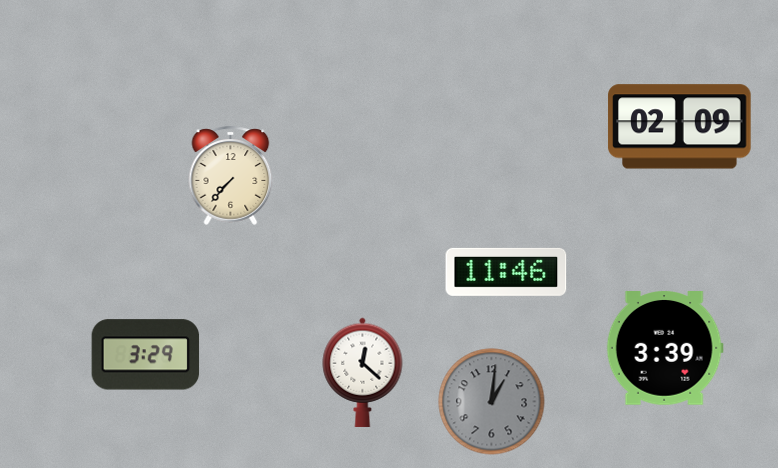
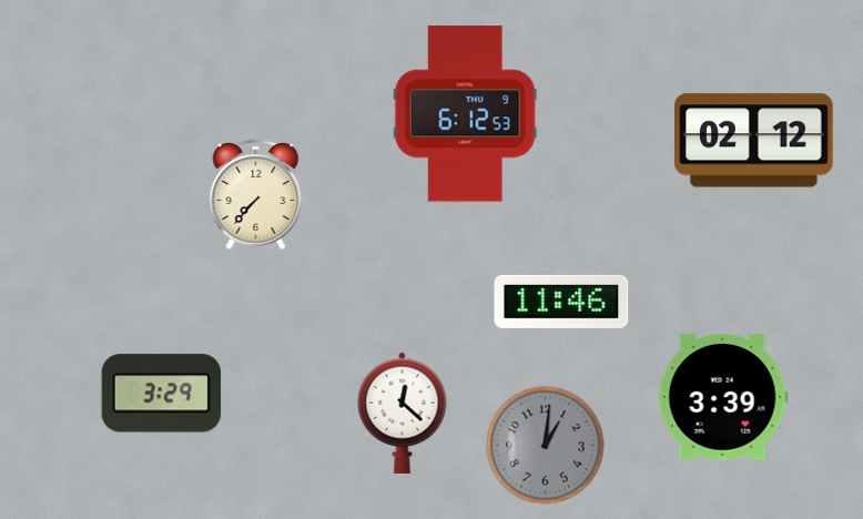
clock at (465, 114): none -> 6:12
clock at (680, 127): 02:09 -> 02:12
clock at (665, 349) position: (665, 349) -> (723, 398)
